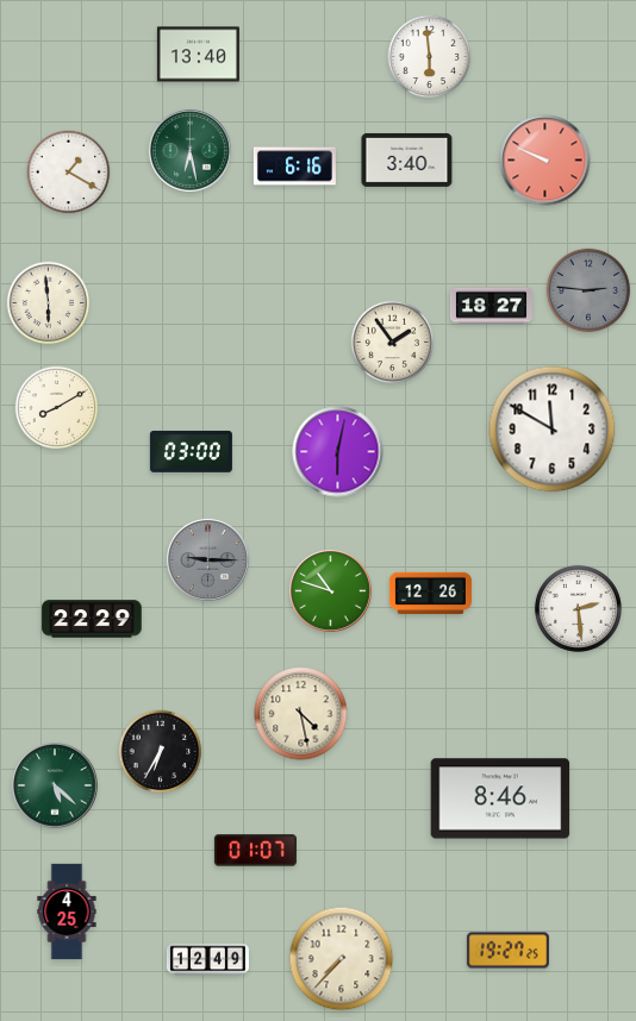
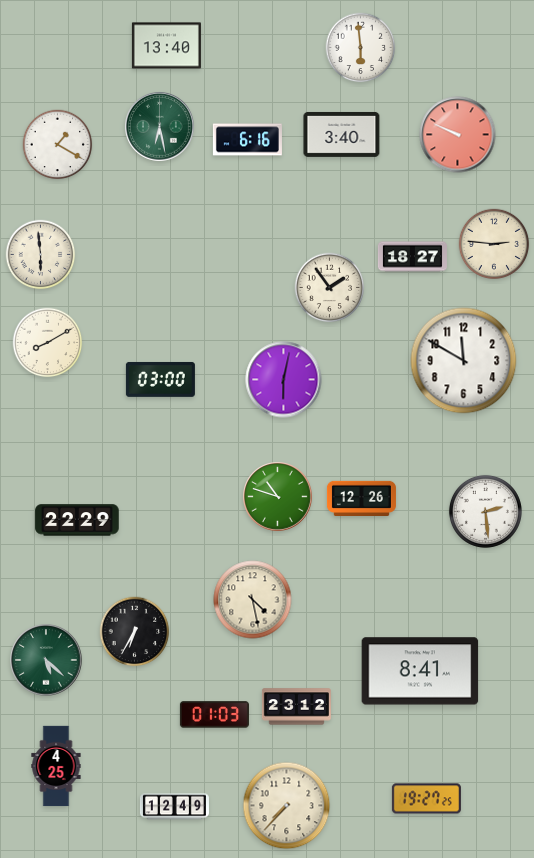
clock at (588, 290) dial: grey -> cream
clock at (208, 560): 9:15 -> none
clock at (500, 798): 8:46 -> 8:41
clock at (296, 707): none -> 23:12
clock at (255, 851): 01:07 -> 01:03
